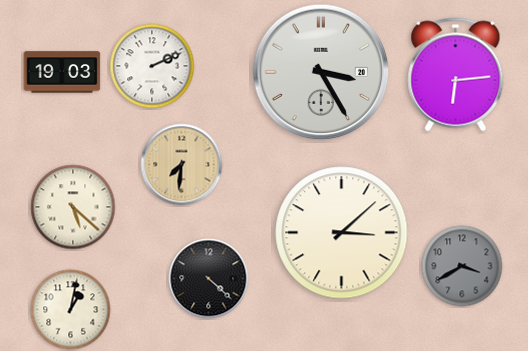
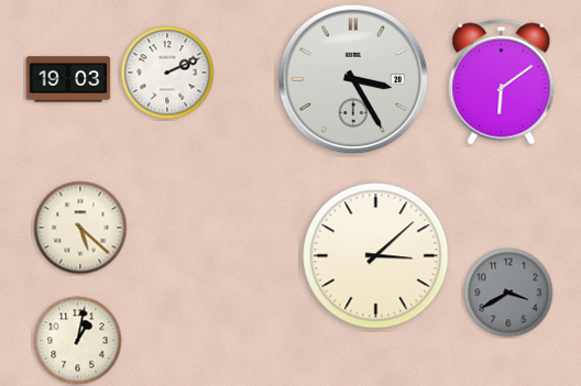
clock at (456, 75): 6:14 -> 6:09
clock at (182, 165): 7:31 -> none
clock at (209, 279): 4:22 -> none
